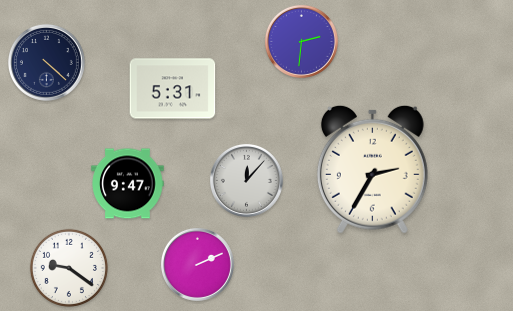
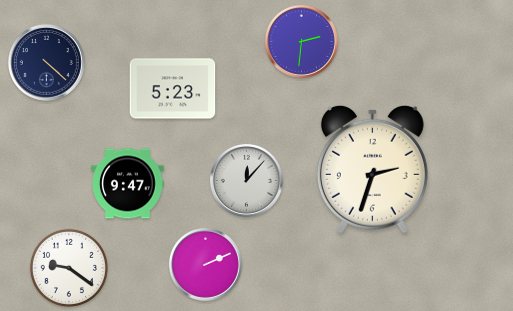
clock at (173, 89): 5:31 -> 5:23
clock at (372, 169): 2:35 -> 2:33
clock at (197, 264) position: (197, 264) -> (205, 264)
